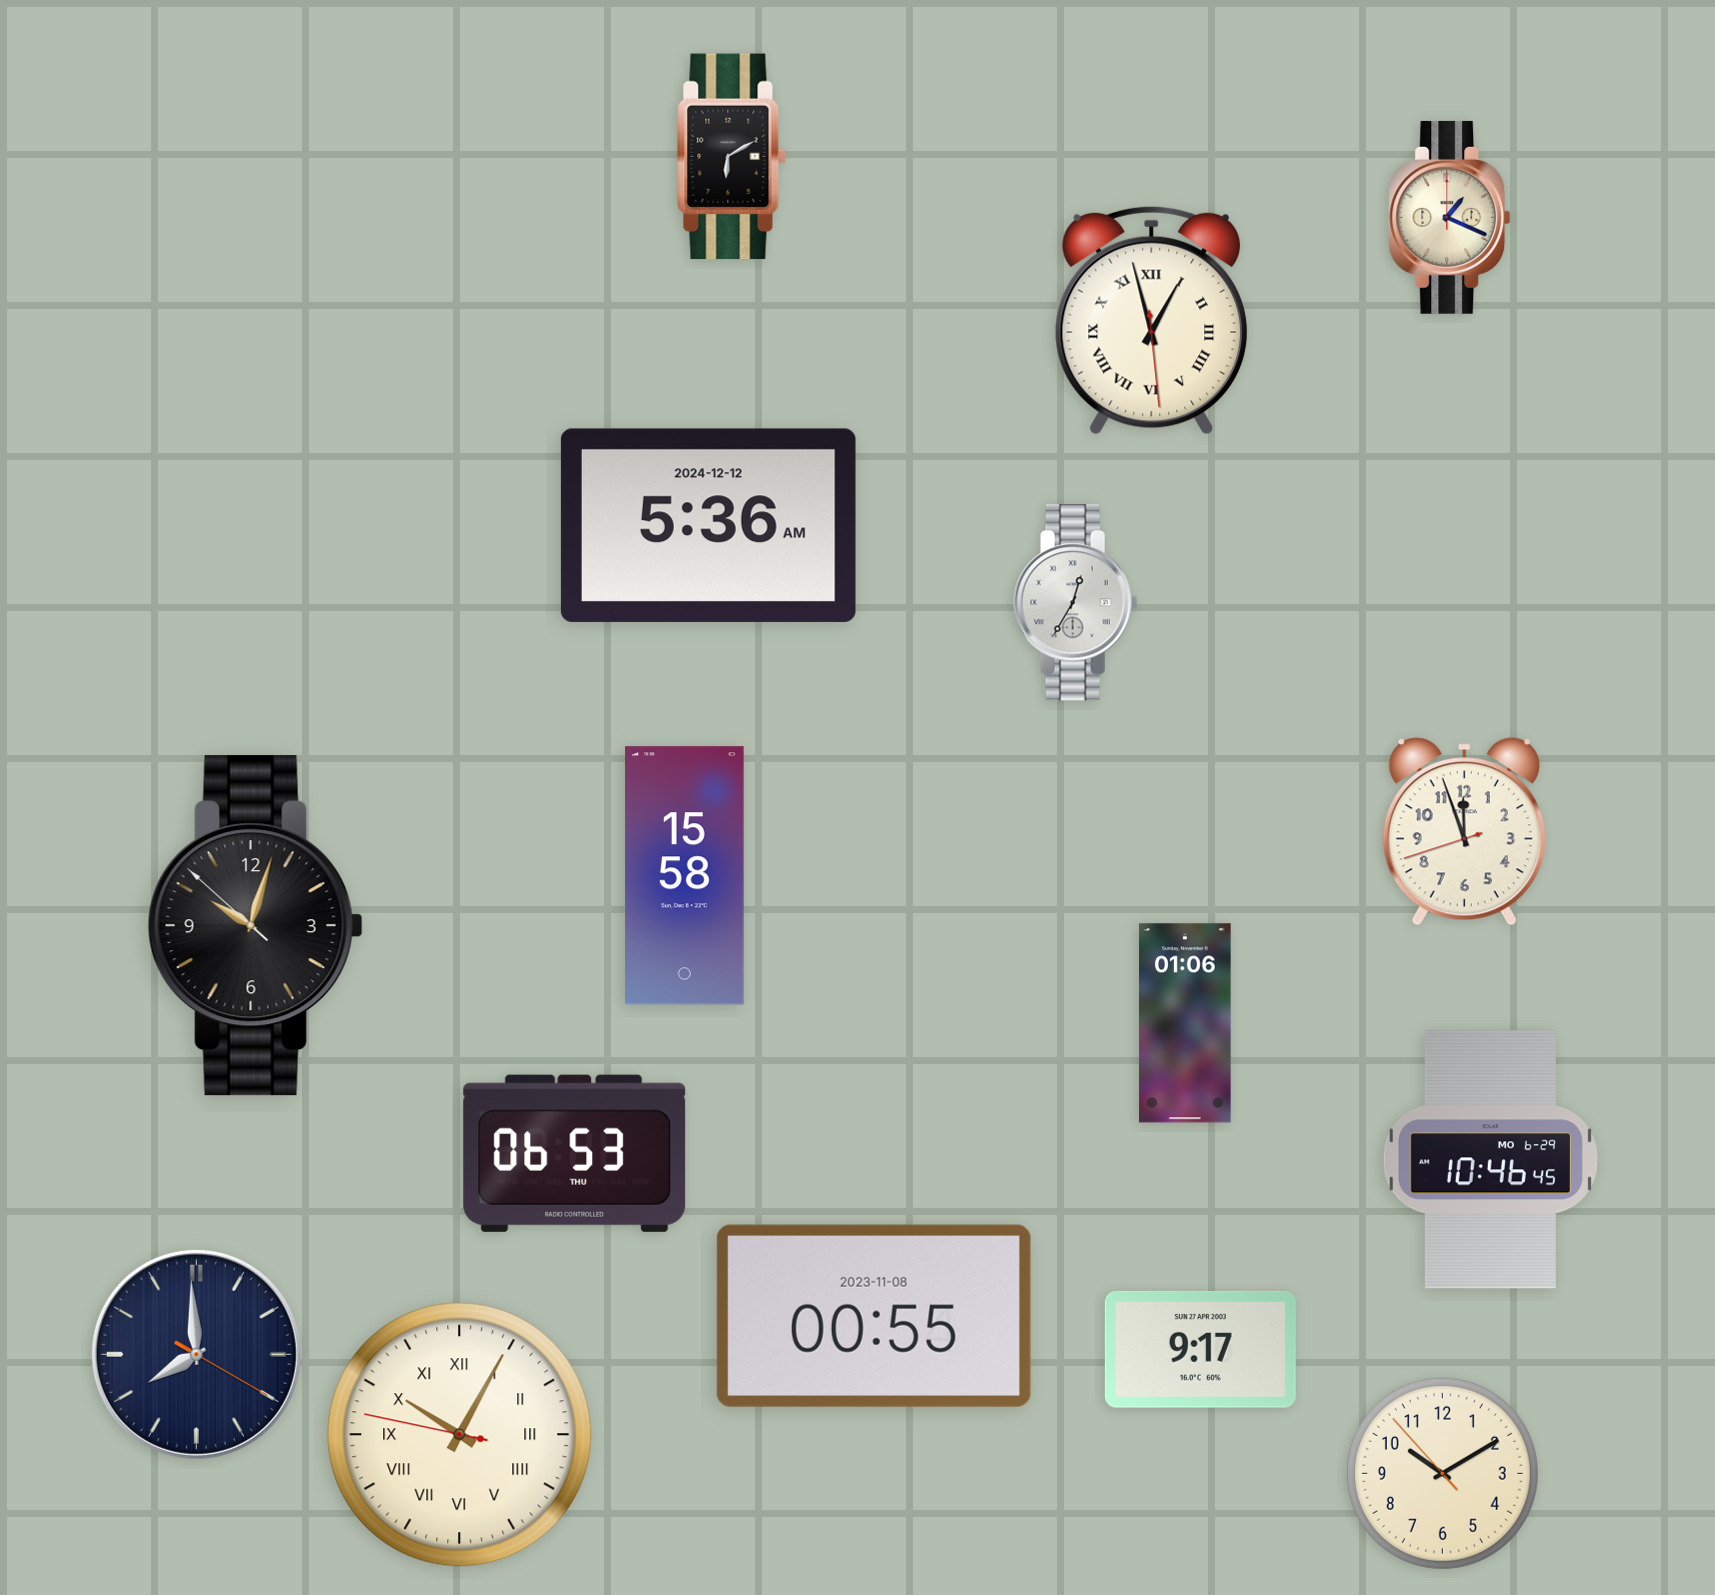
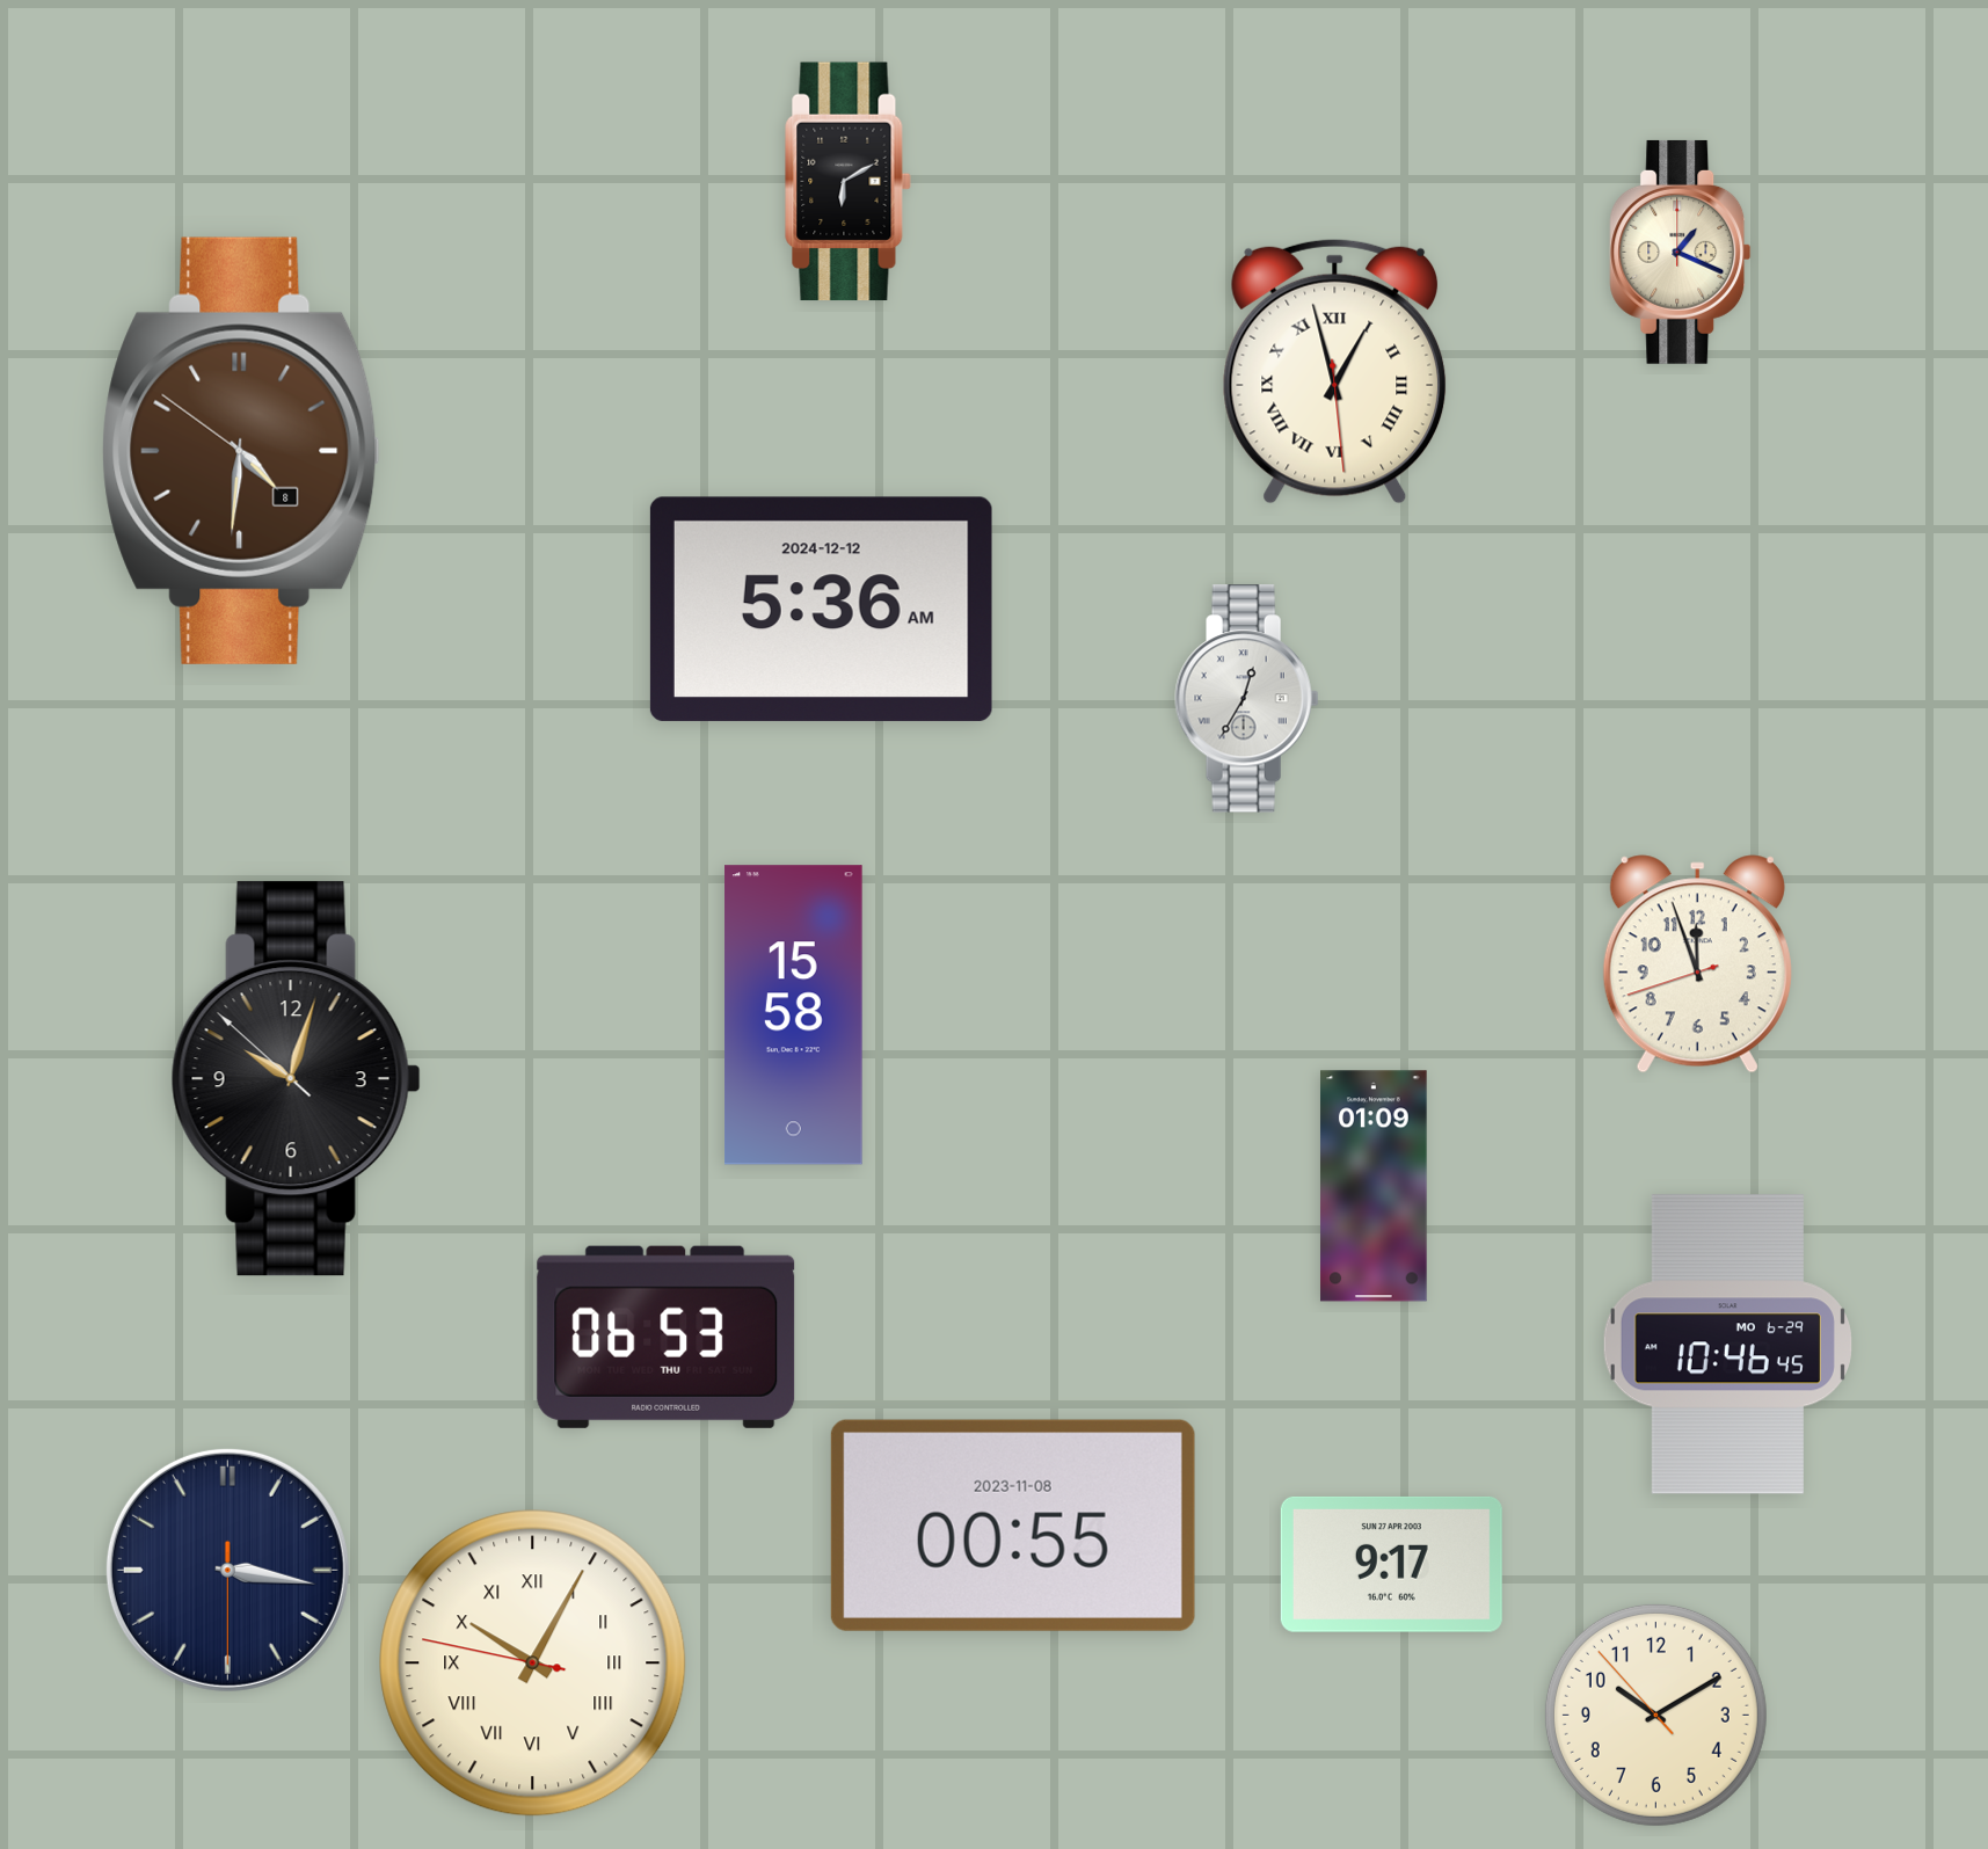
clock at (241, 451): none -> 4:30
clock at (255, 926) position: (255, 926) -> (296, 1079)
clock at (1185, 1023): 01:06 -> 01:09
clock at (196, 1354): 7:59 -> 3:16
clock at (1442, 1473) position: (1442, 1473) -> (1655, 1715)
